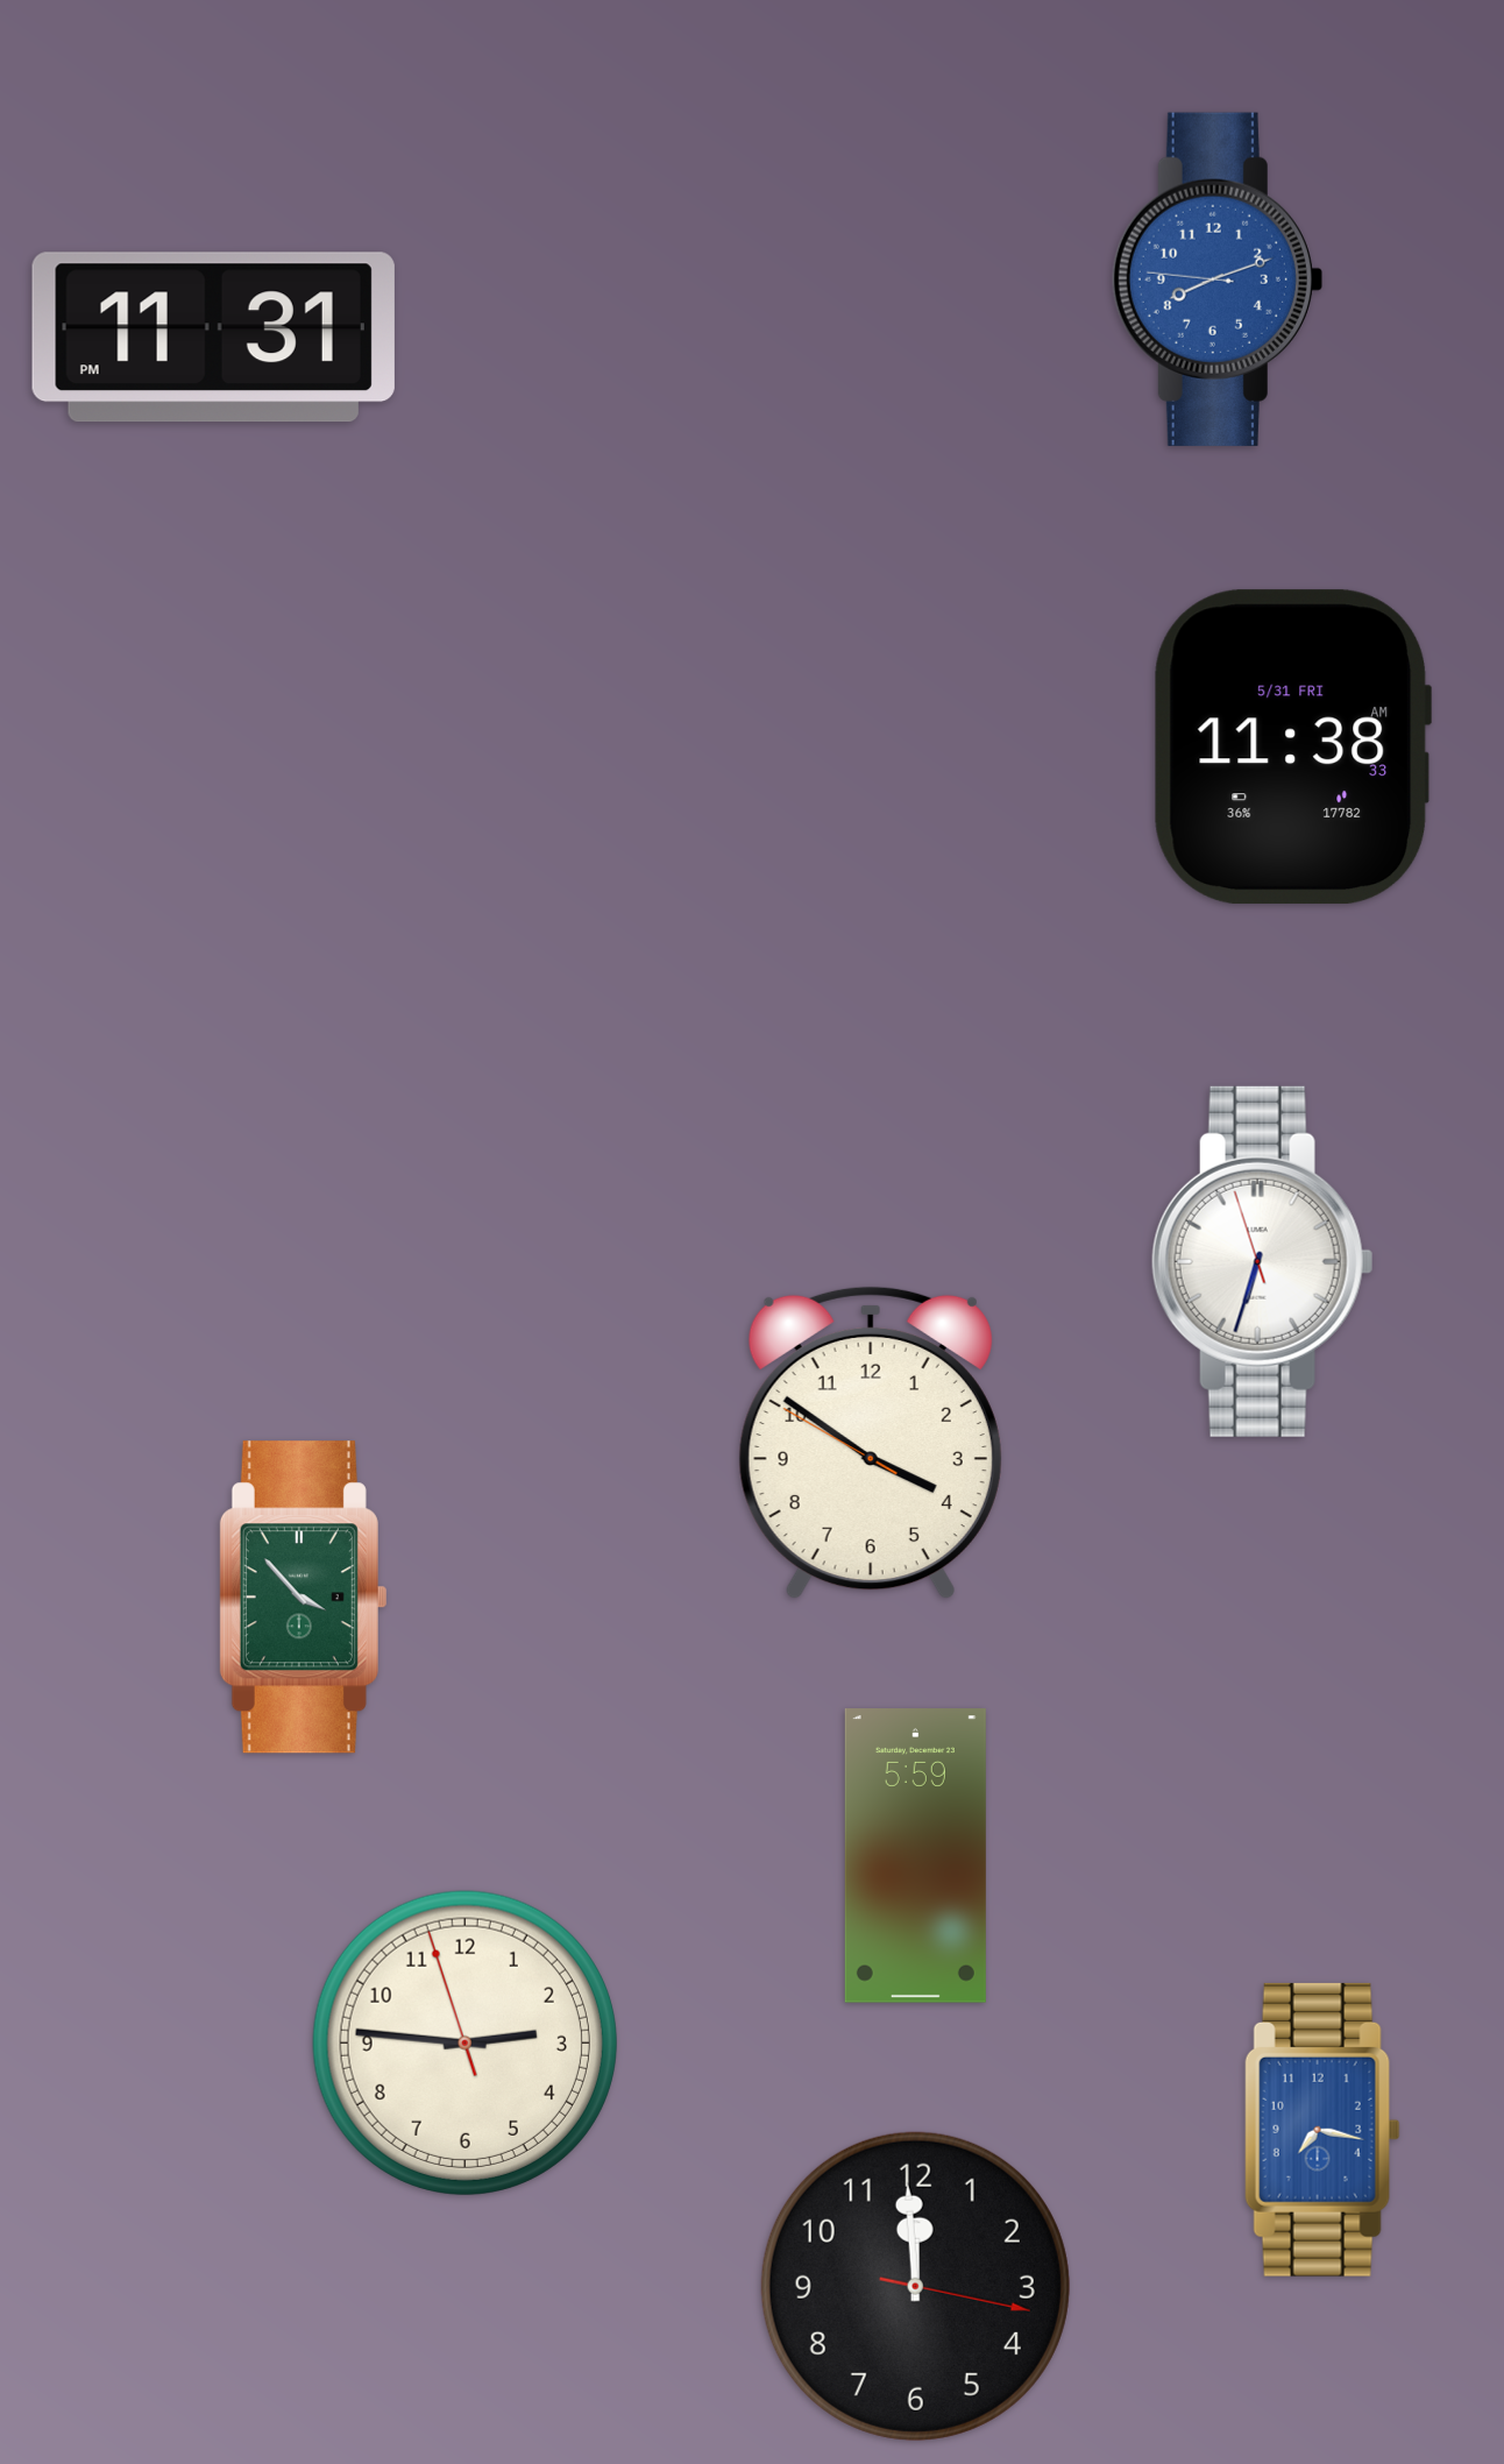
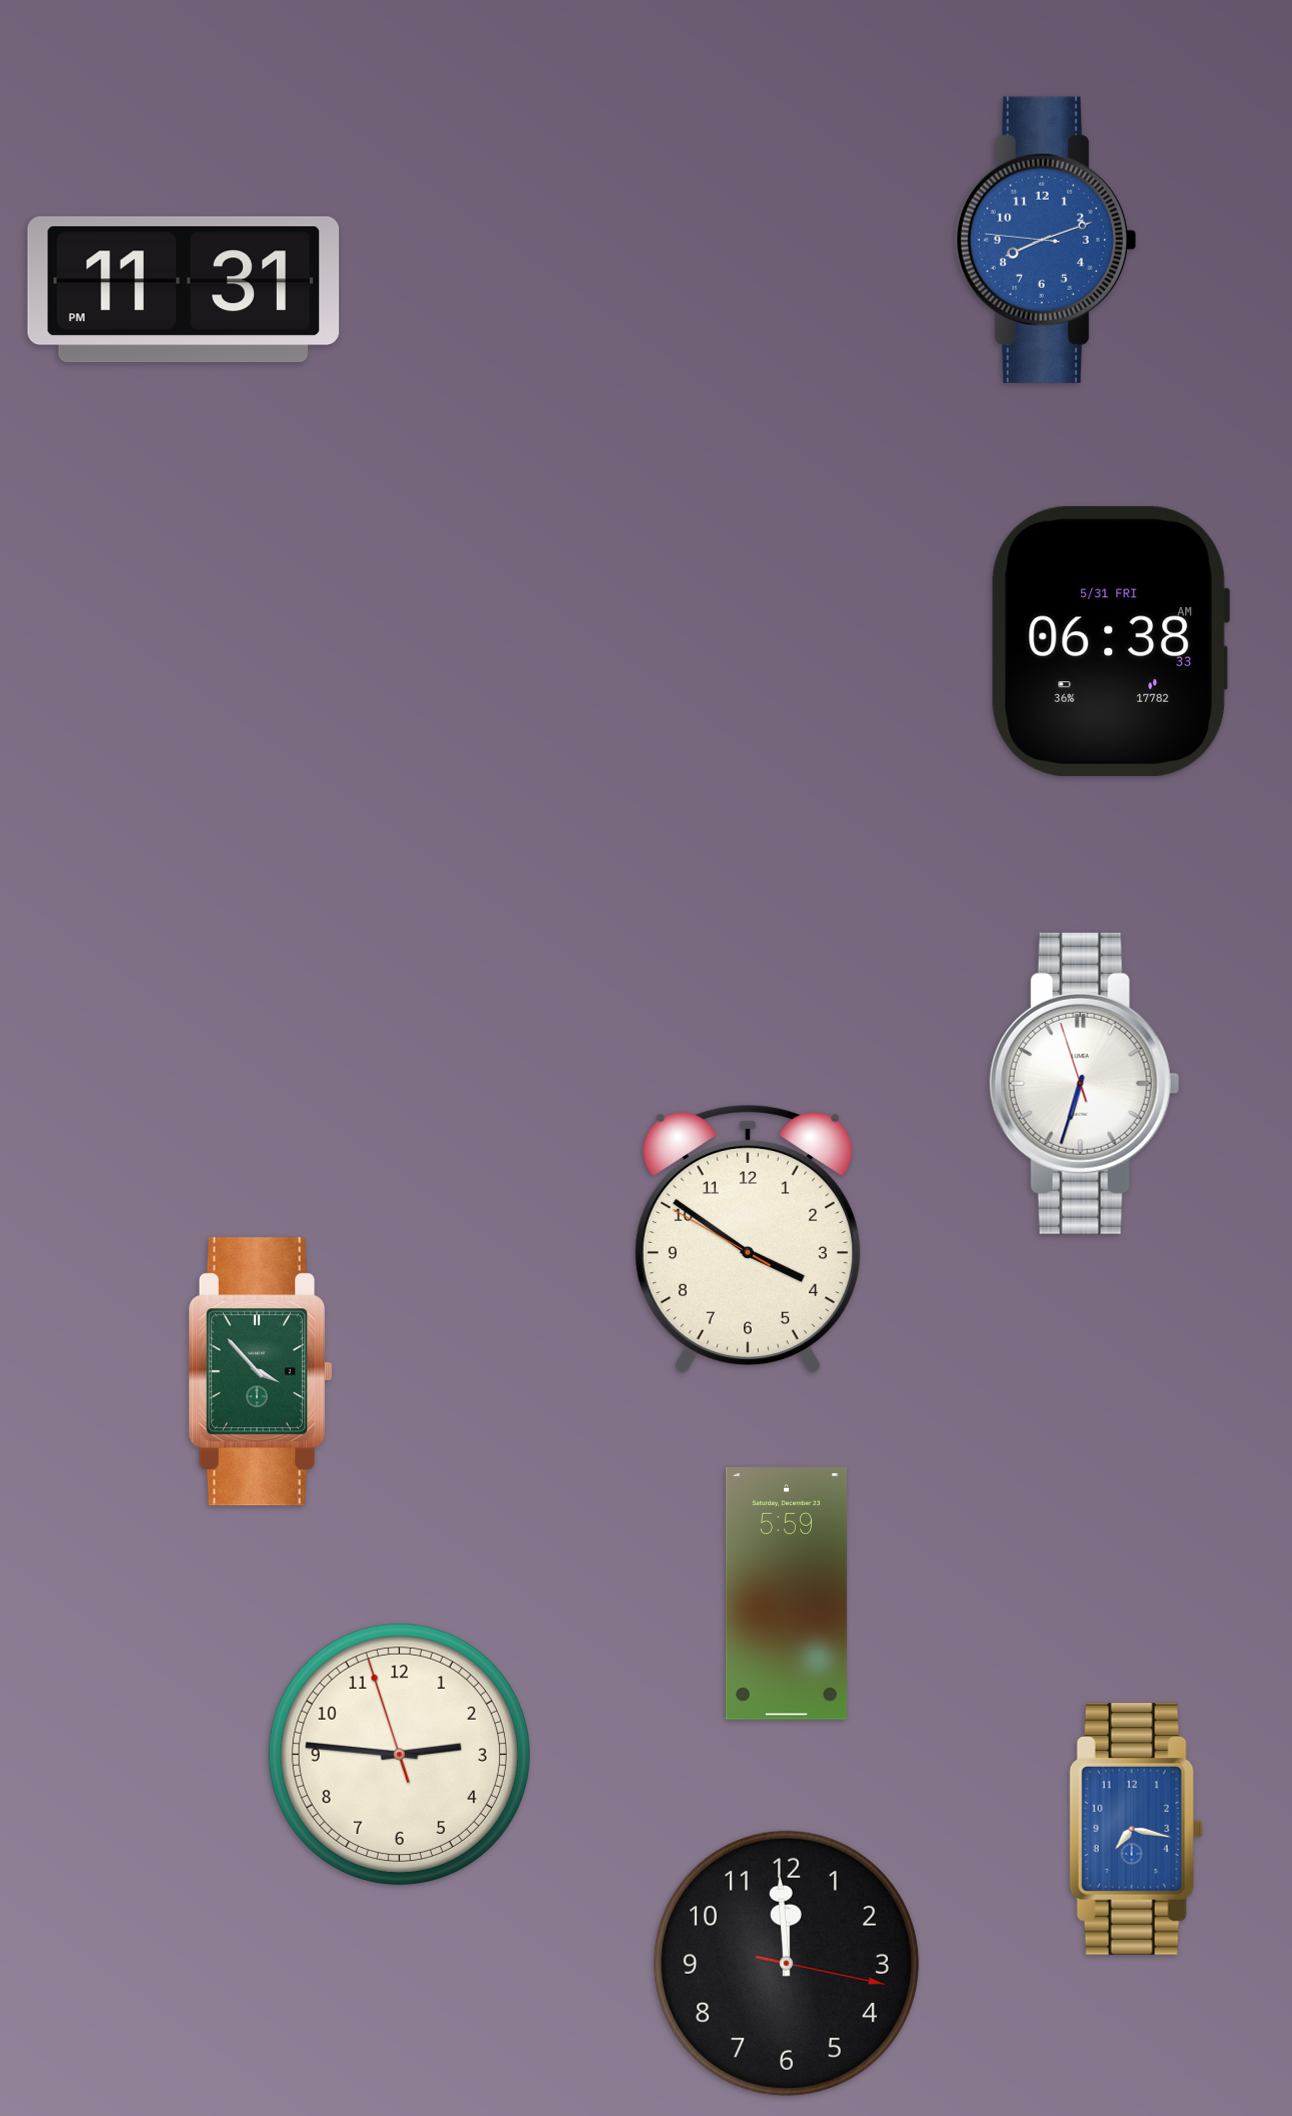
clock at (1291, 748): 11:38 -> 06:38
